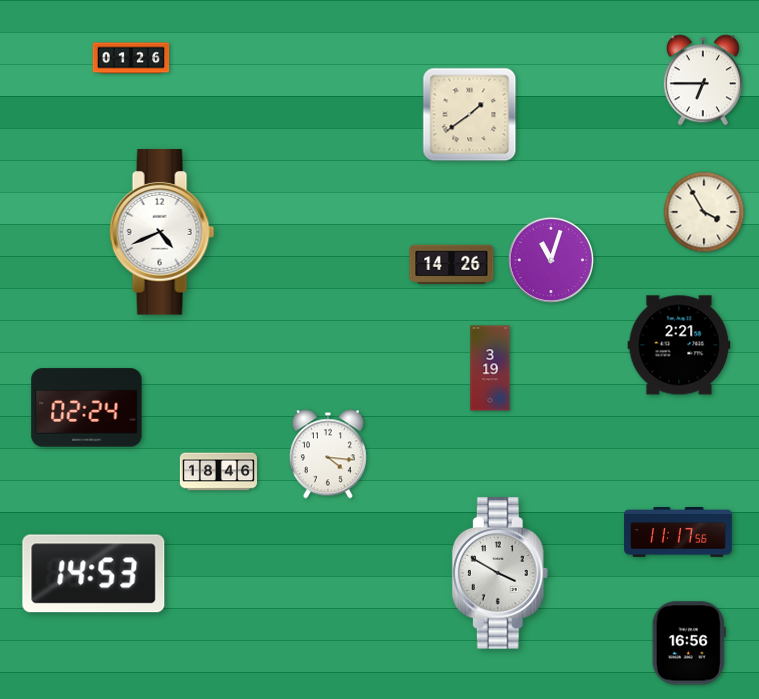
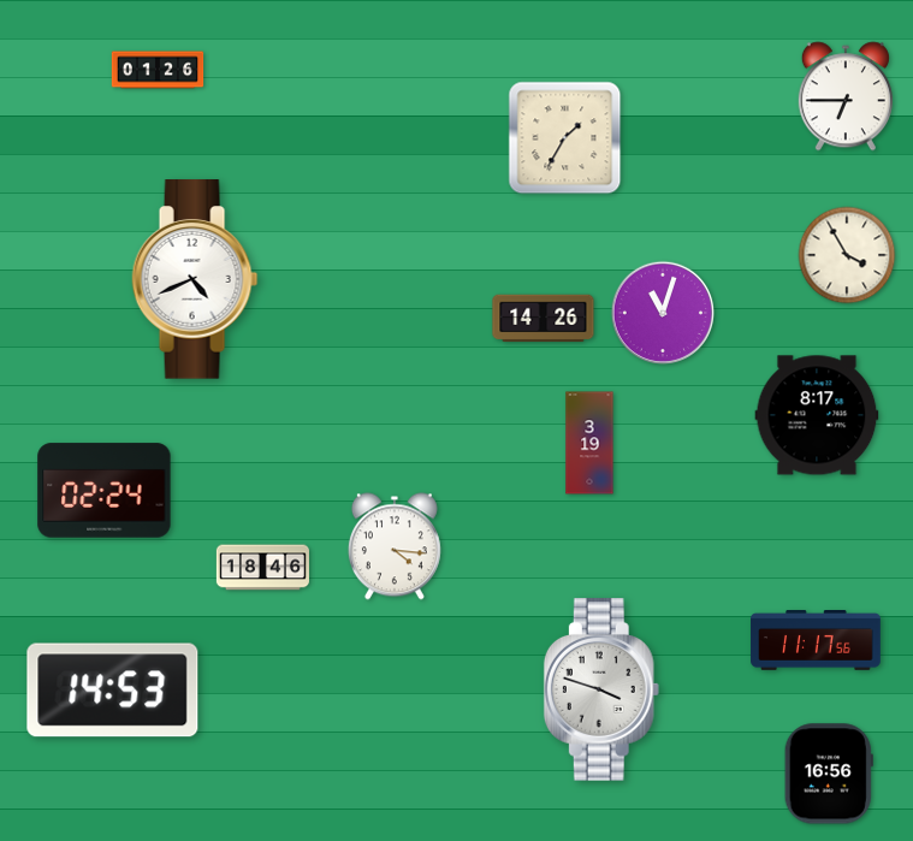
clock at (470, 115): 1:39 -> 1:35
clock at (679, 345): 2:21 -> 8:17
clock at (500, 573): 3:50 -> 3:48
